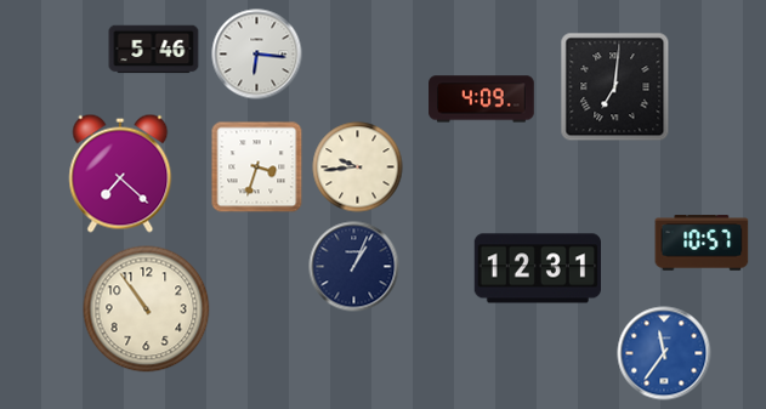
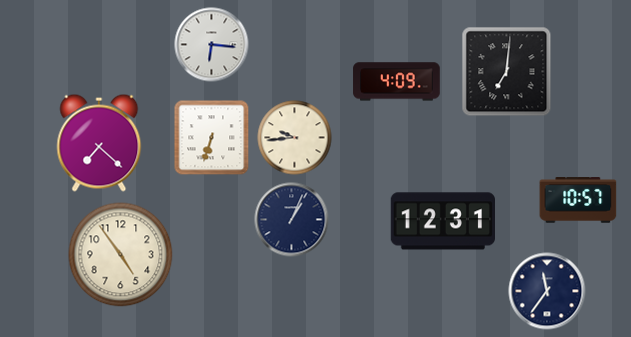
clock at (154, 50): 5:46 -> none
clock at (257, 167): 3:33 -> 6:33
clock at (147, 309): 10:54 -> 4:54
clock at (664, 353) dial: blue -> navy
